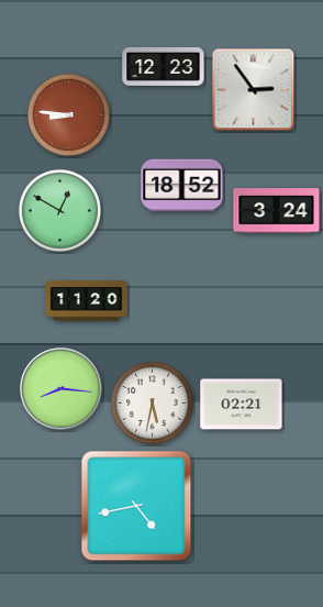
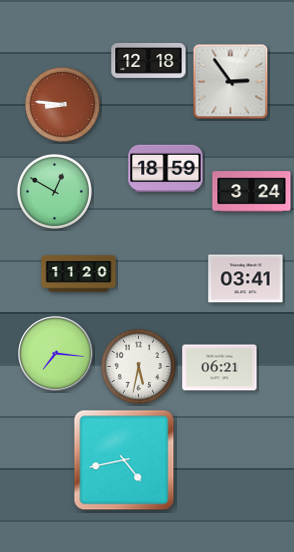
clock at (164, 66): 12:23 -> 12:18
clock at (182, 186): 18:52 -> 18:59
clock at (246, 279): none -> 03:41
clock at (62, 389): 8:16 -> 7:16
clock at (242, 405): 02:21 -> 06:21
